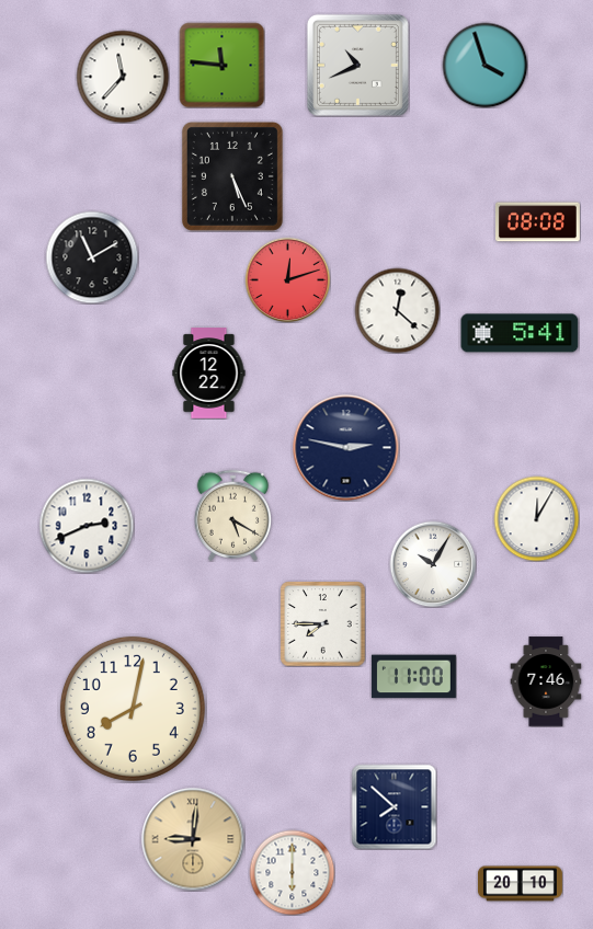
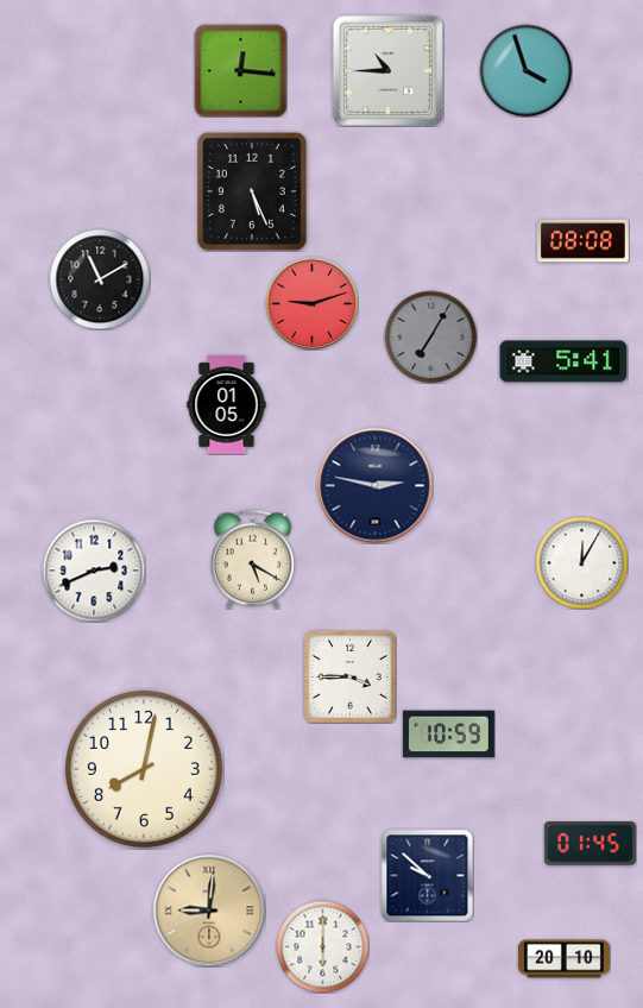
clock at (221, 65): 11:46 -> 12:16
clock at (357, 65): 10:41 -> 10:45
clock at (123, 77): 11:37 -> none
clock at (287, 279): 12:12 -> 9:12
clock at (397, 310): 12:22 -> 7:05
clock at (397, 310) dial: white -> grey
clock at (209, 374): 12:22 -> 01:05
clock at (433, 564): 10:05 -> none
clock at (322, 623): 7:45 -> 3:45
clock at (413, 677): 11:00 -> 10:59
clock at (546, 681): 7:46 -> none
clock at (590, 844): none -> 01:45
clock at (394, 806): 7:52 -> 9:52
clock at (292, 872) position: (292, 872) -> (322, 946)
